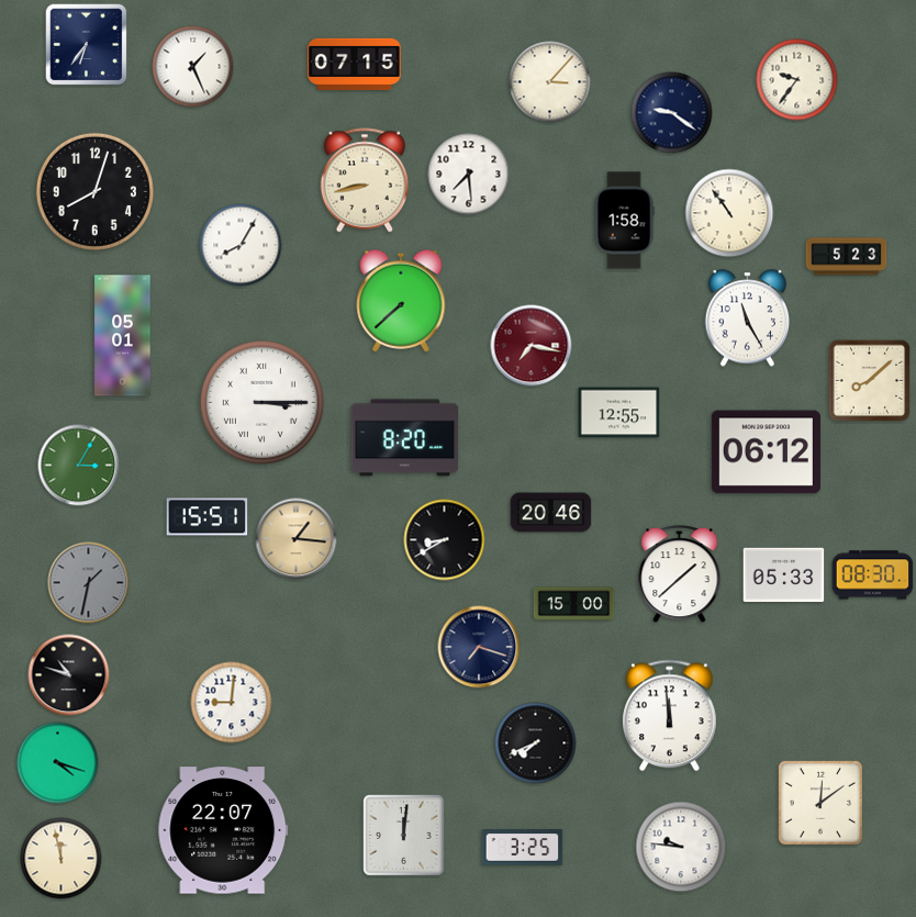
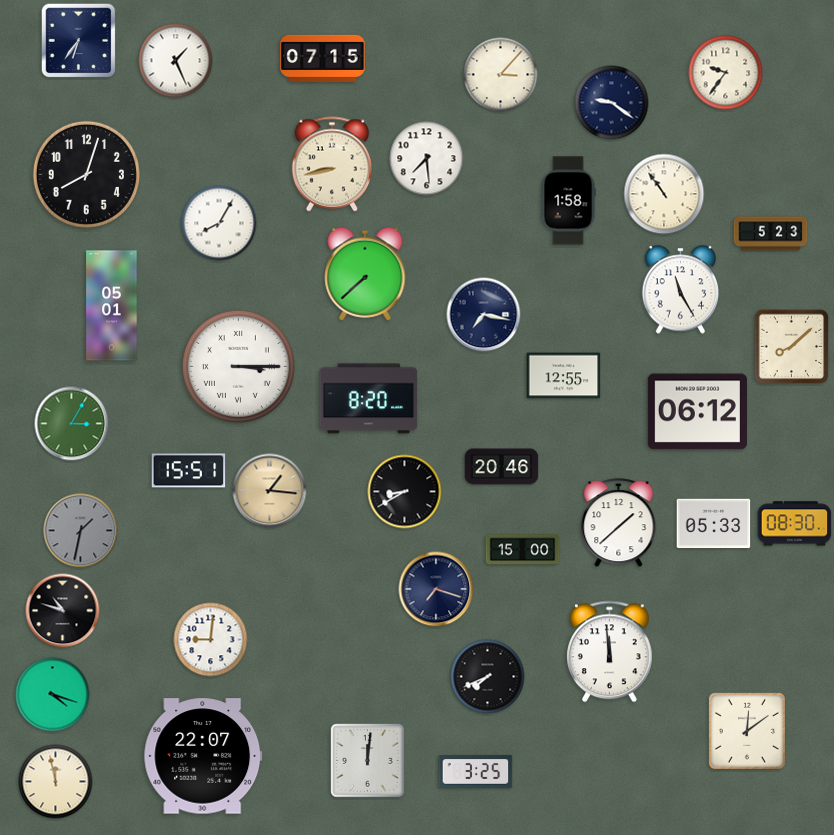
clock at (532, 346) dial: burgundy -> navy
clock at (69, 675) position: (69, 675) -> (63, 611)
clock at (681, 847): 9:46 -> none
